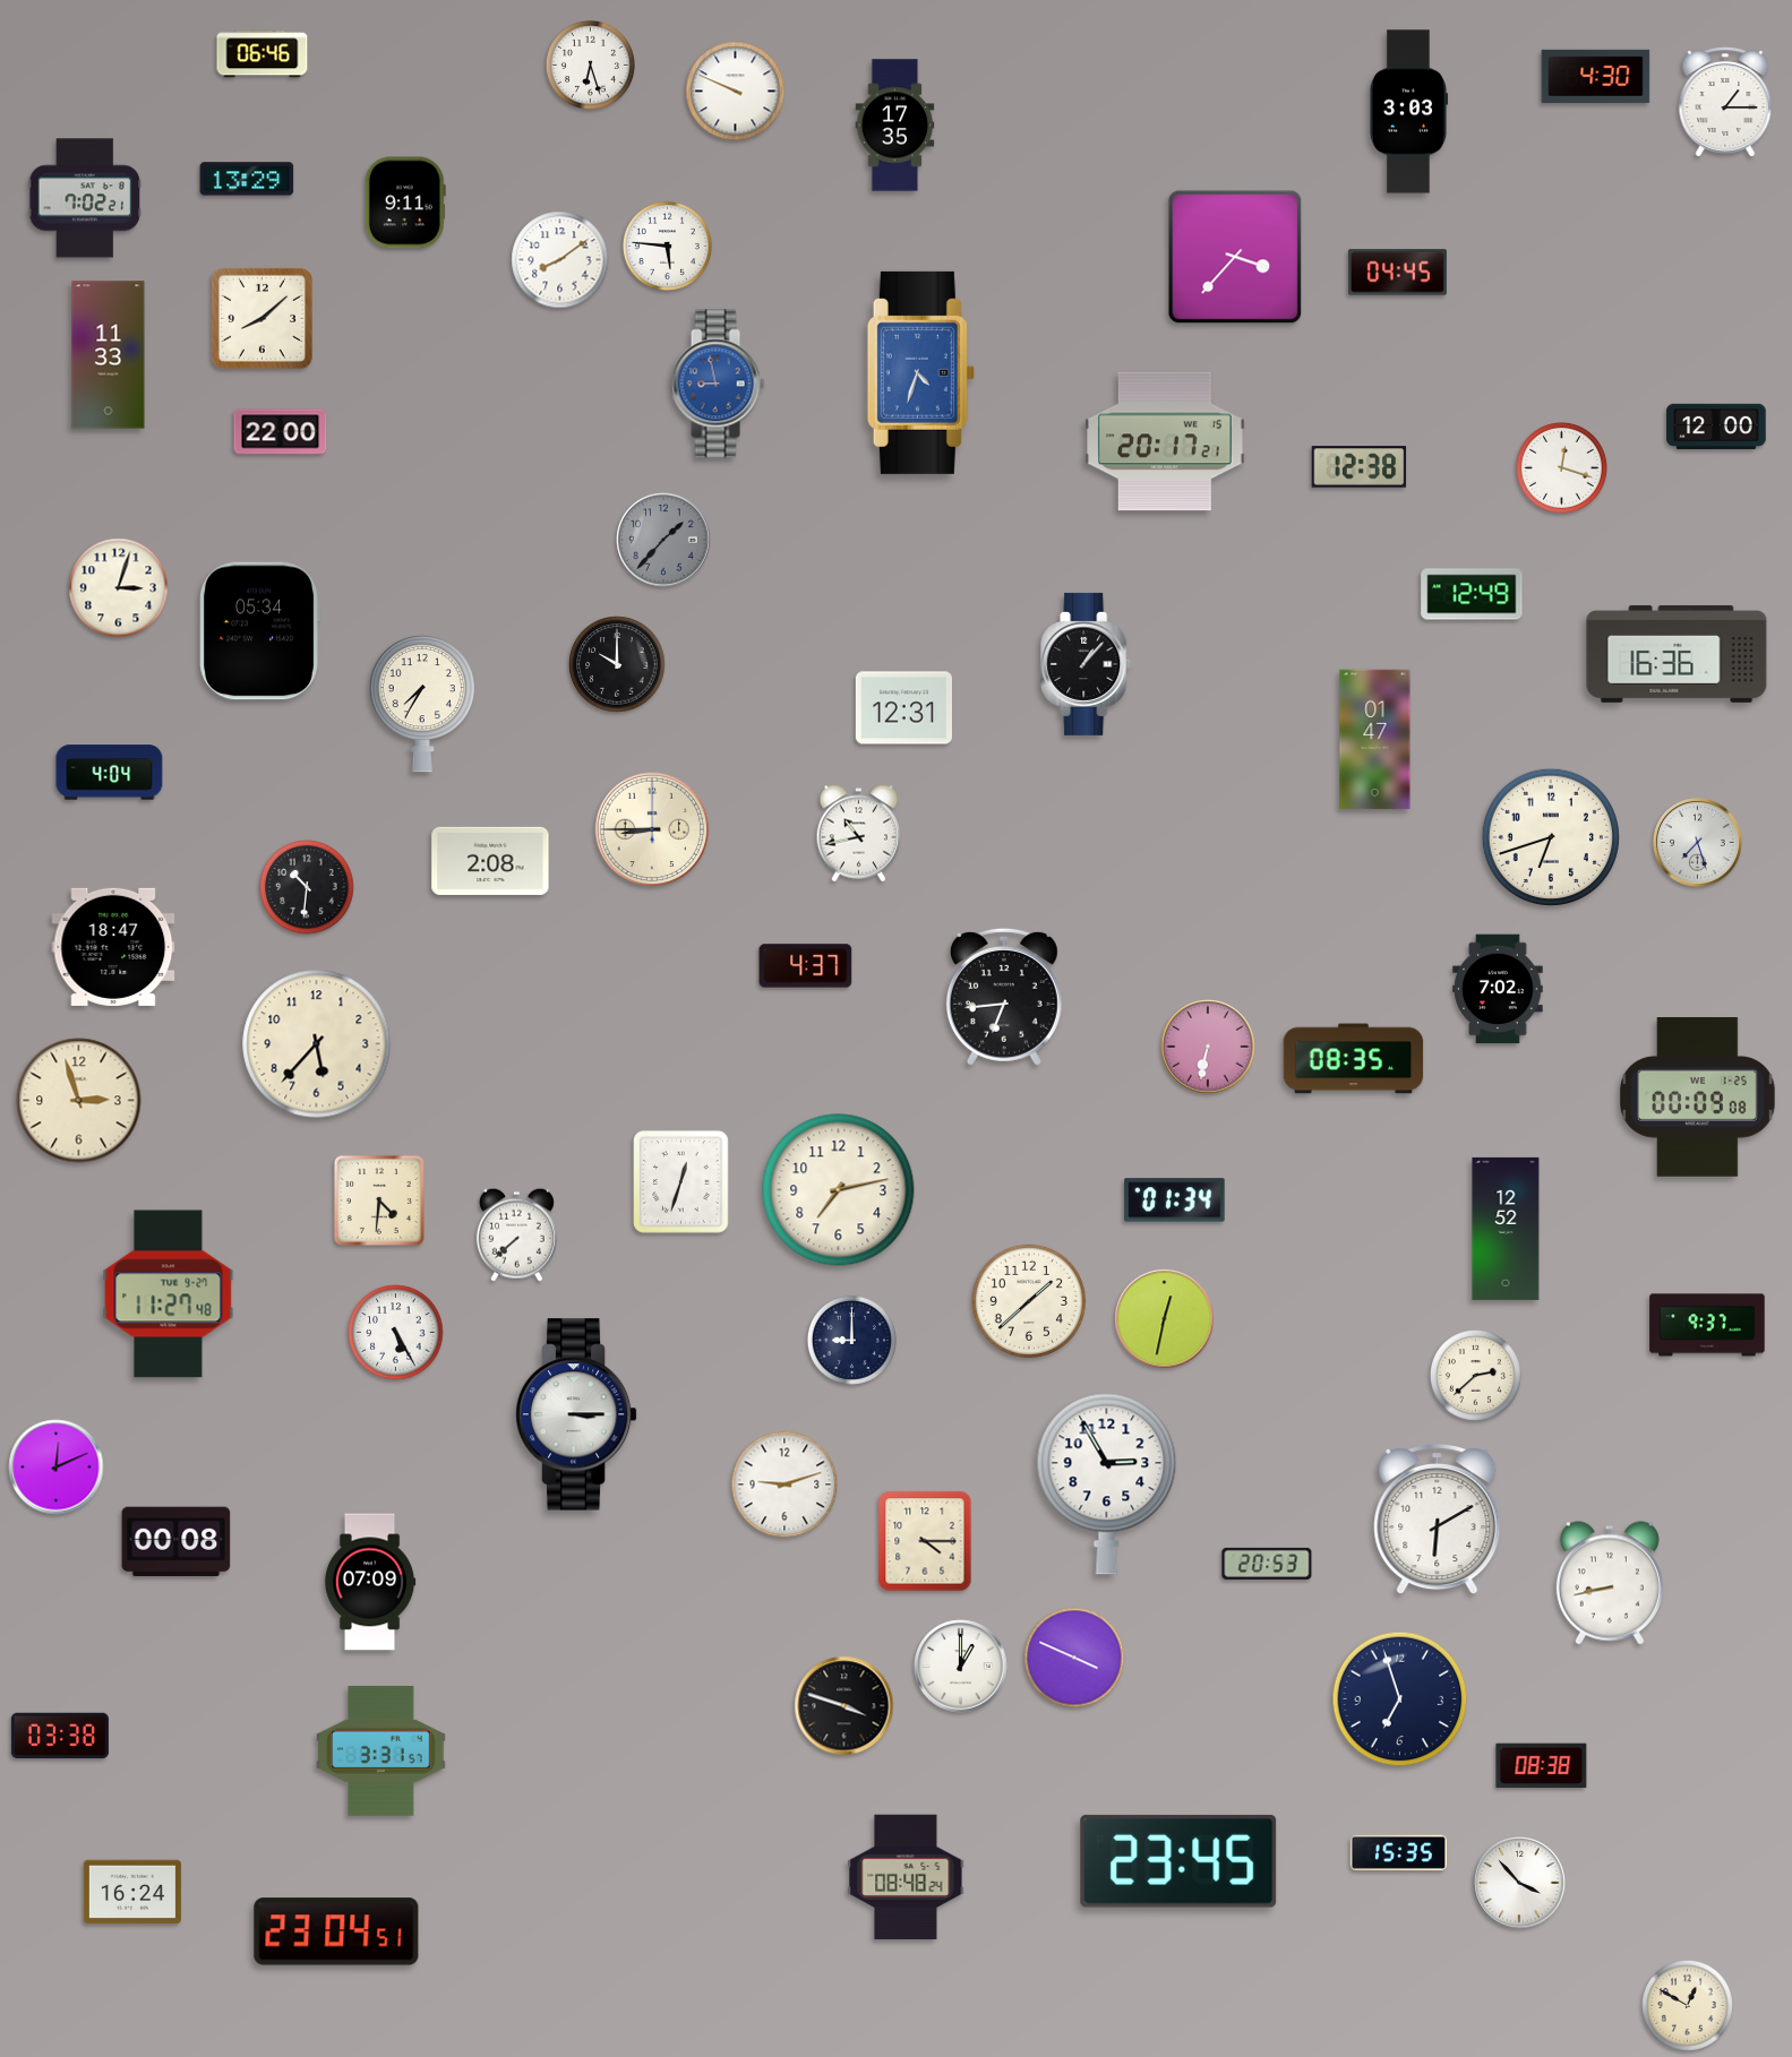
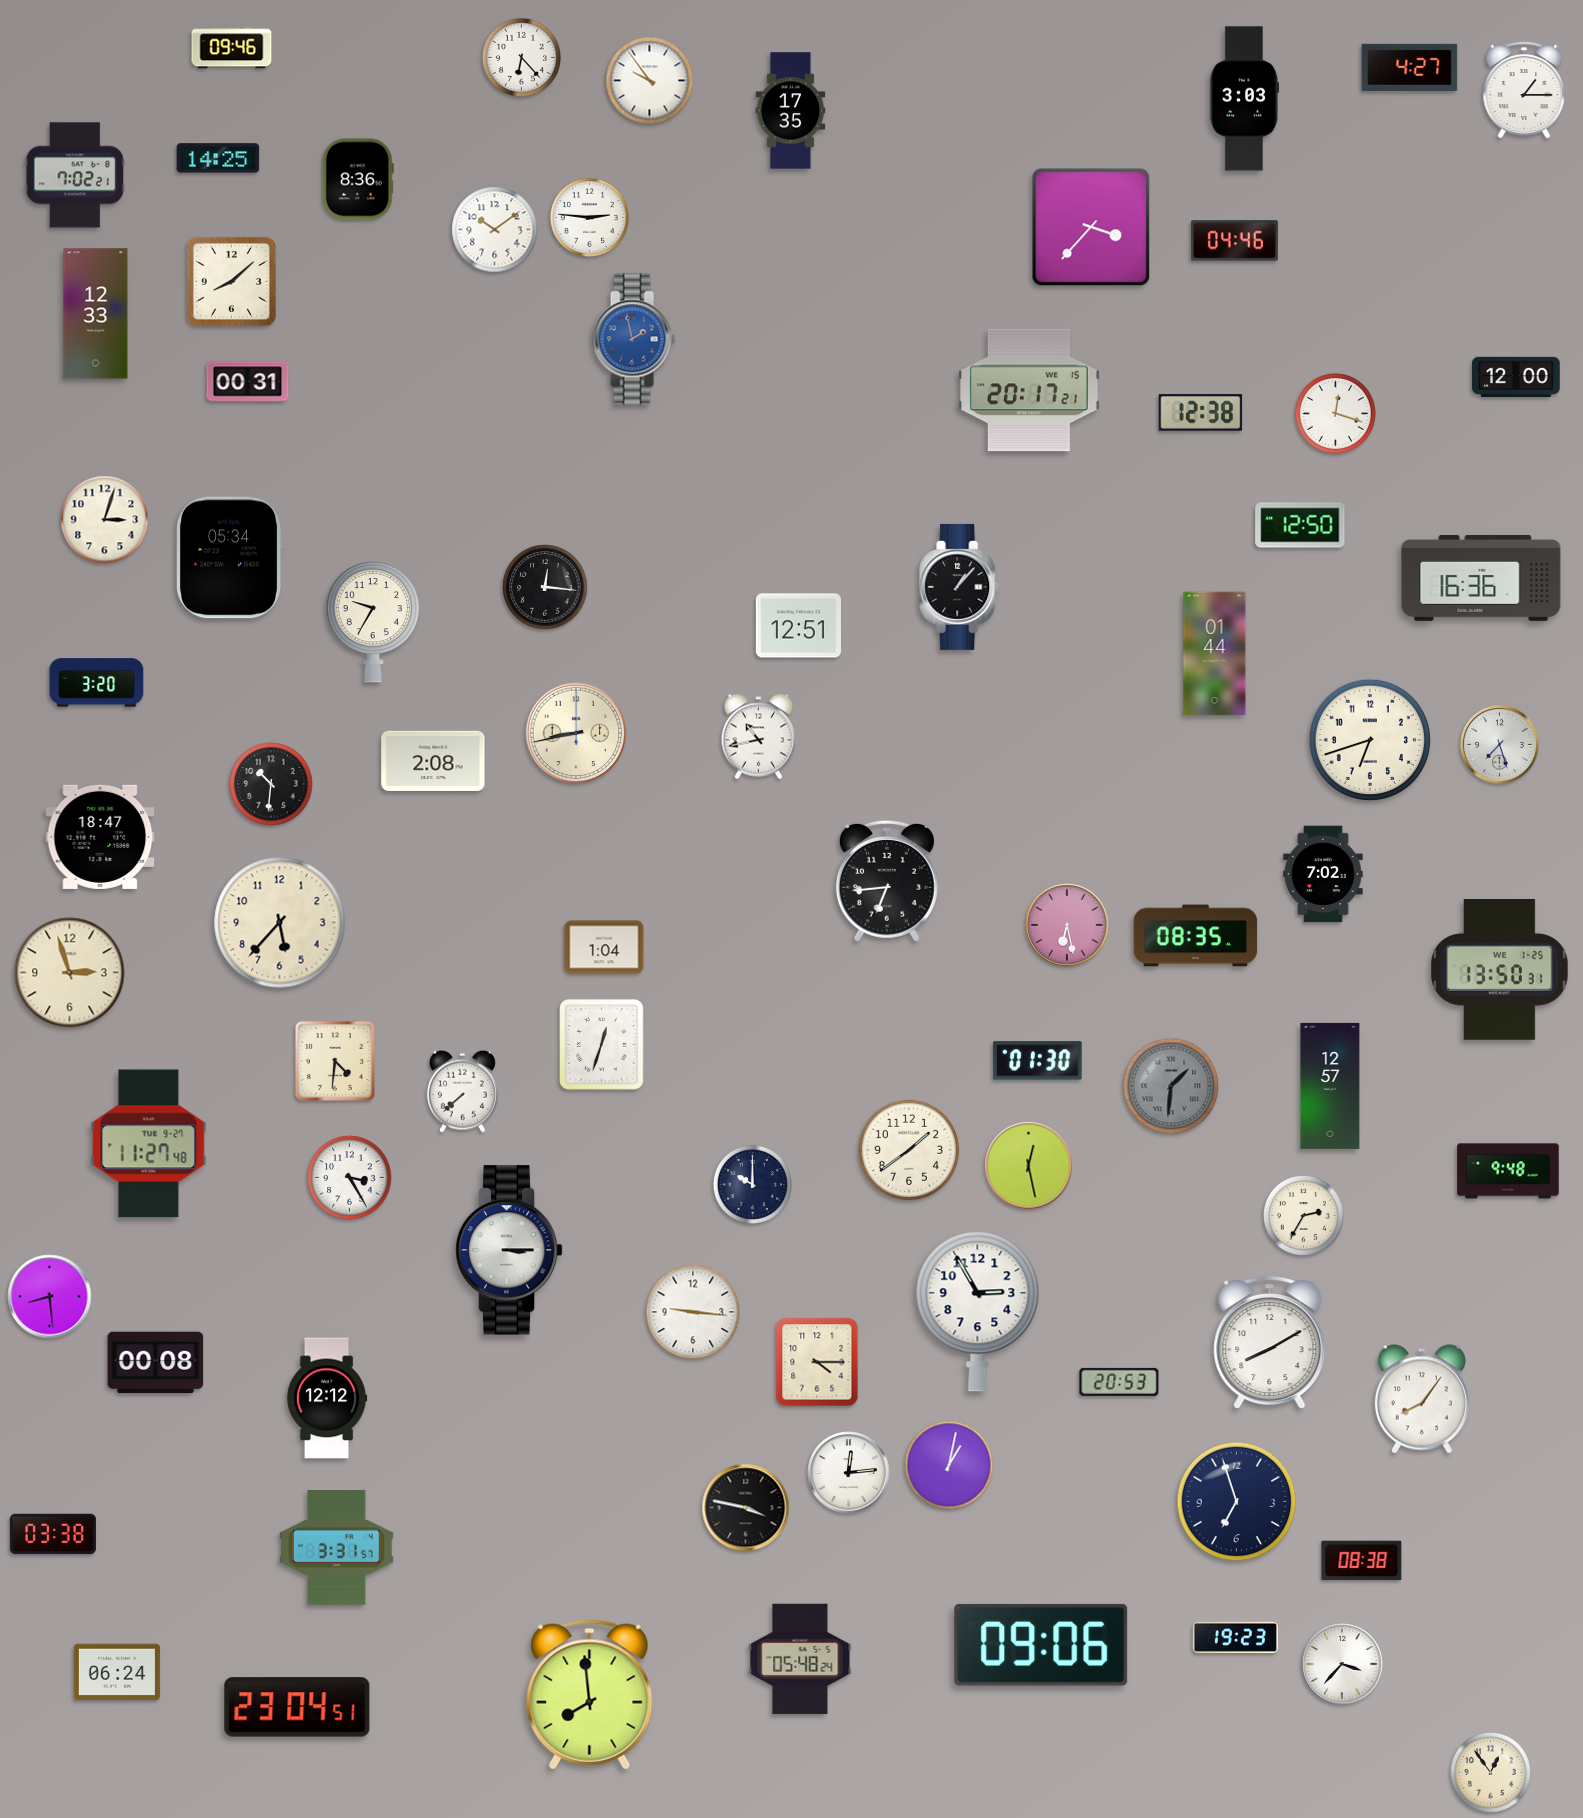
clock at (263, 54): 06:46 -> 09:46
clock at (590, 64): 6:27 -> 6:23
clock at (1596, 76): 4:30 -> 4:27
clock at (736, 92): 9:49 -> 9:54
clock at (247, 179): 13:29 -> 14:25
clock at (405, 203): 9:11 -> 8:36
clock at (667, 246): 5:46 -> 2:46
clock at (560, 260): 8:09 -> 10:09
clock at (1397, 273): 04:45 -> 04:46
clock at (109, 355): 11:33 -> 12:33
clock at (920, 372): 4:33 -> none
clock at (718, 384): 8:58 -> 1:58
clock at (281, 432): 22:00 -> 00:31
clock at (1561, 467) position: (1561, 467) -> (1335, 413)
clock at (663, 540): 1:37 -> none
clock at (1472, 594): 12:49 -> 12:50
clock at (617, 664): 10:00 -> 12:16
clock at (422, 705): 7:35 -> 9:35
clock at (903, 708): 12:31 -> 12:51
clock at (1375, 740): 01:47 -> 01:44
clock at (110, 773): 4:04 -> 3:20
clock at (652, 829): 8:45 -> 8:43
clock at (806, 966): 4:37 -> none
clock at (1208, 1047): 6:32 -> 6:28
clock at (604, 947): none -> 1:04
clock at (1698, 1098): 00:09 -> 13:50
clock at (839, 1190): 7:13 -> none
clock at (1175, 1200): 01:34 -> 01:30
clock at (1171, 1086): none -> 1:31
clock at (1506, 1229): 12:52 -> 12:57
clock at (516, 1234) position: (516, 1234) -> (462, 1091)
clock at (1029, 1301): 1:38 -> 1:39
clock at (1165, 1319): 12:32 -> 12:28
clock at (1707, 1325): 9:37 -> 9:48
clock at (396, 1333): 5:25 -> 3:25
clock at (851, 1340): 9:00 -> 10:00
clock at (1475, 1375): 2:38 -> 2:35
clock at (57, 1468): 12:11 -> 8:29
clock at (784, 1484): 9:12 -> 9:16
clock at (1438, 1521): 6:10 -> 8:10
clock at (370, 1582): 07:09 -> 12:12
clock at (1610, 1583): 8:43 -> 8:06
clock at (1074, 1658): 3:49 -> 1:02
clock at (961, 1667): 1:00 -> 12:14
clock at (844, 1706): 3:48 -> 3:47
clock at (1398, 1852): 15:35 -> 19:23
clock at (1178, 1861): 23:45 -> 09:06
clock at (906, 1877): 08:48 -> 05:48
clock at (1519, 1883): 3:53 -> 3:37
clock at (132, 1892): 16:24 -> 06:24
clock at (590, 1695): none -> 7:59
clock at (1687, 2005): 12:50 -> 12:54
